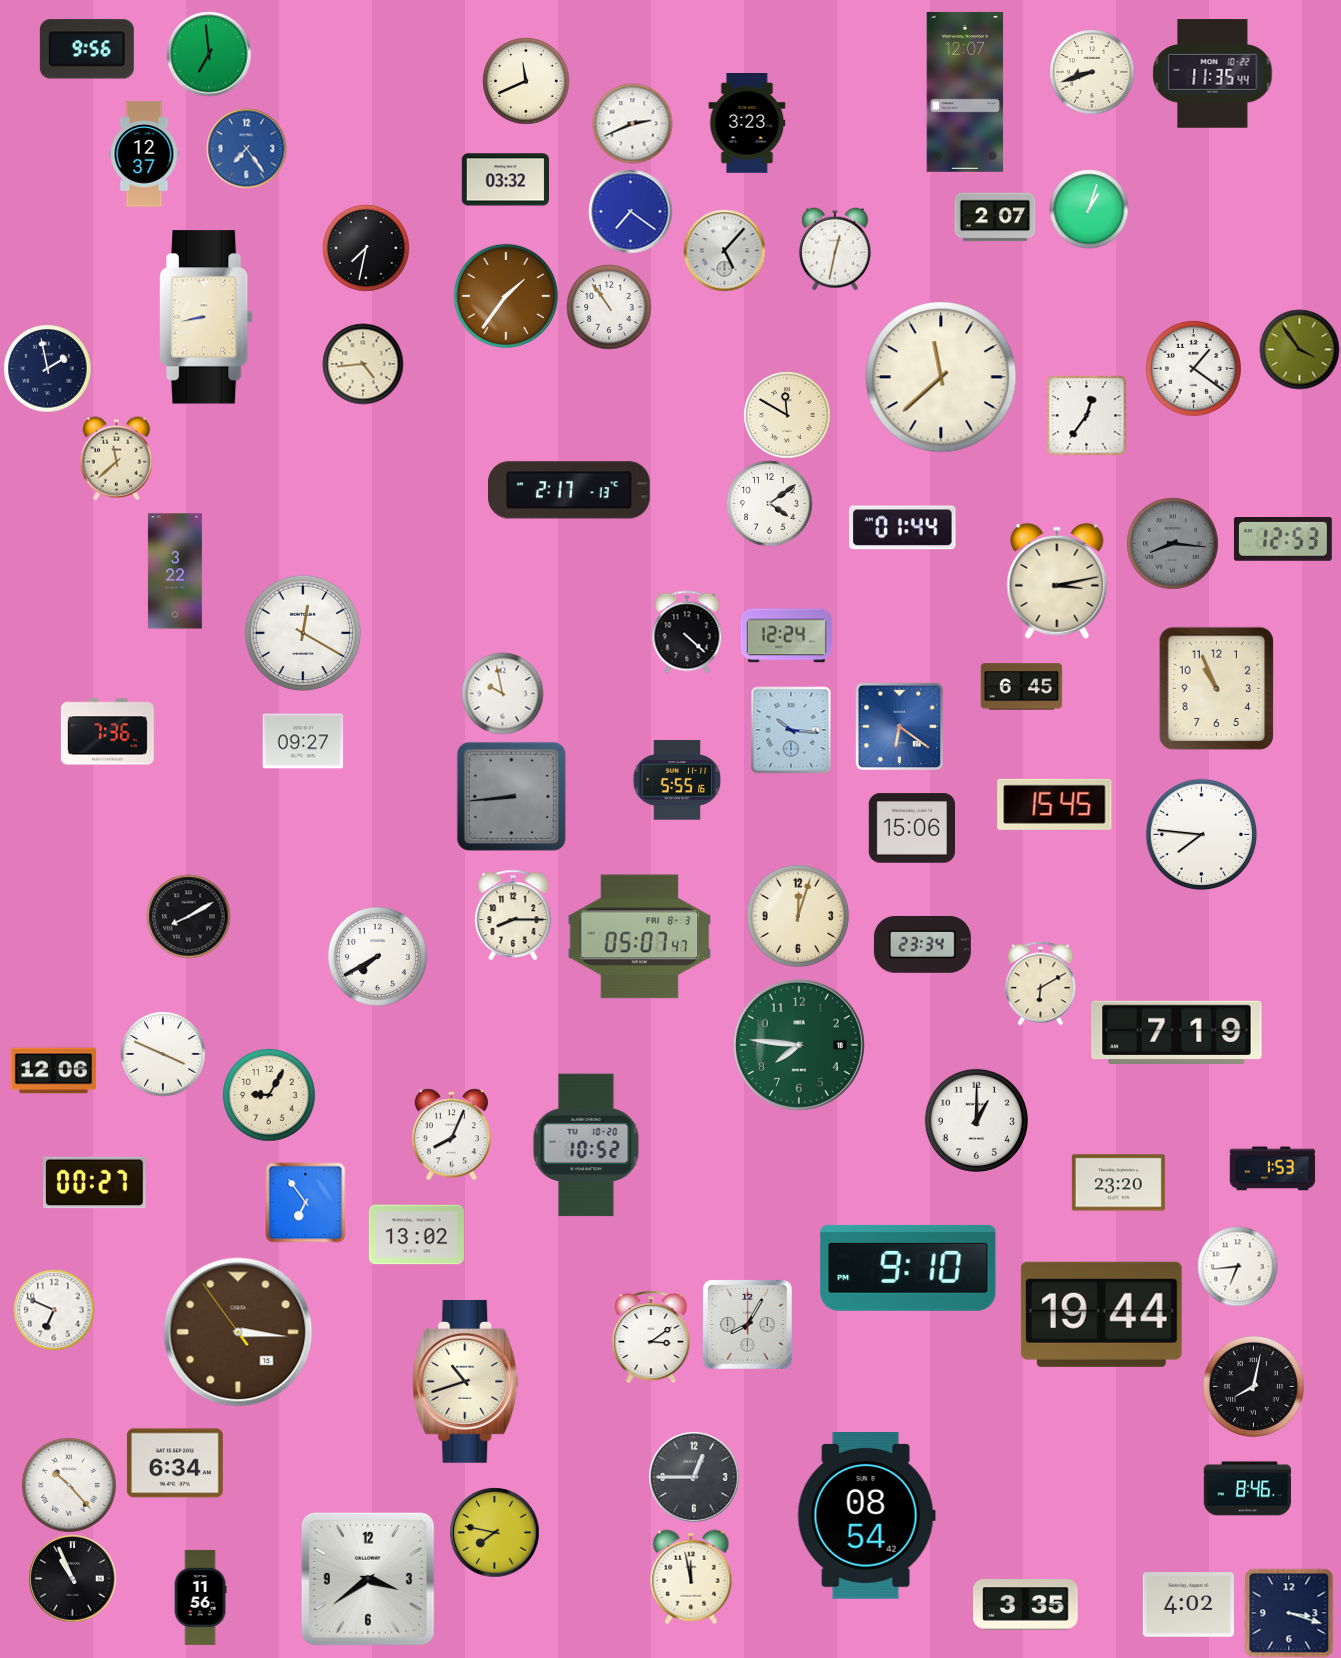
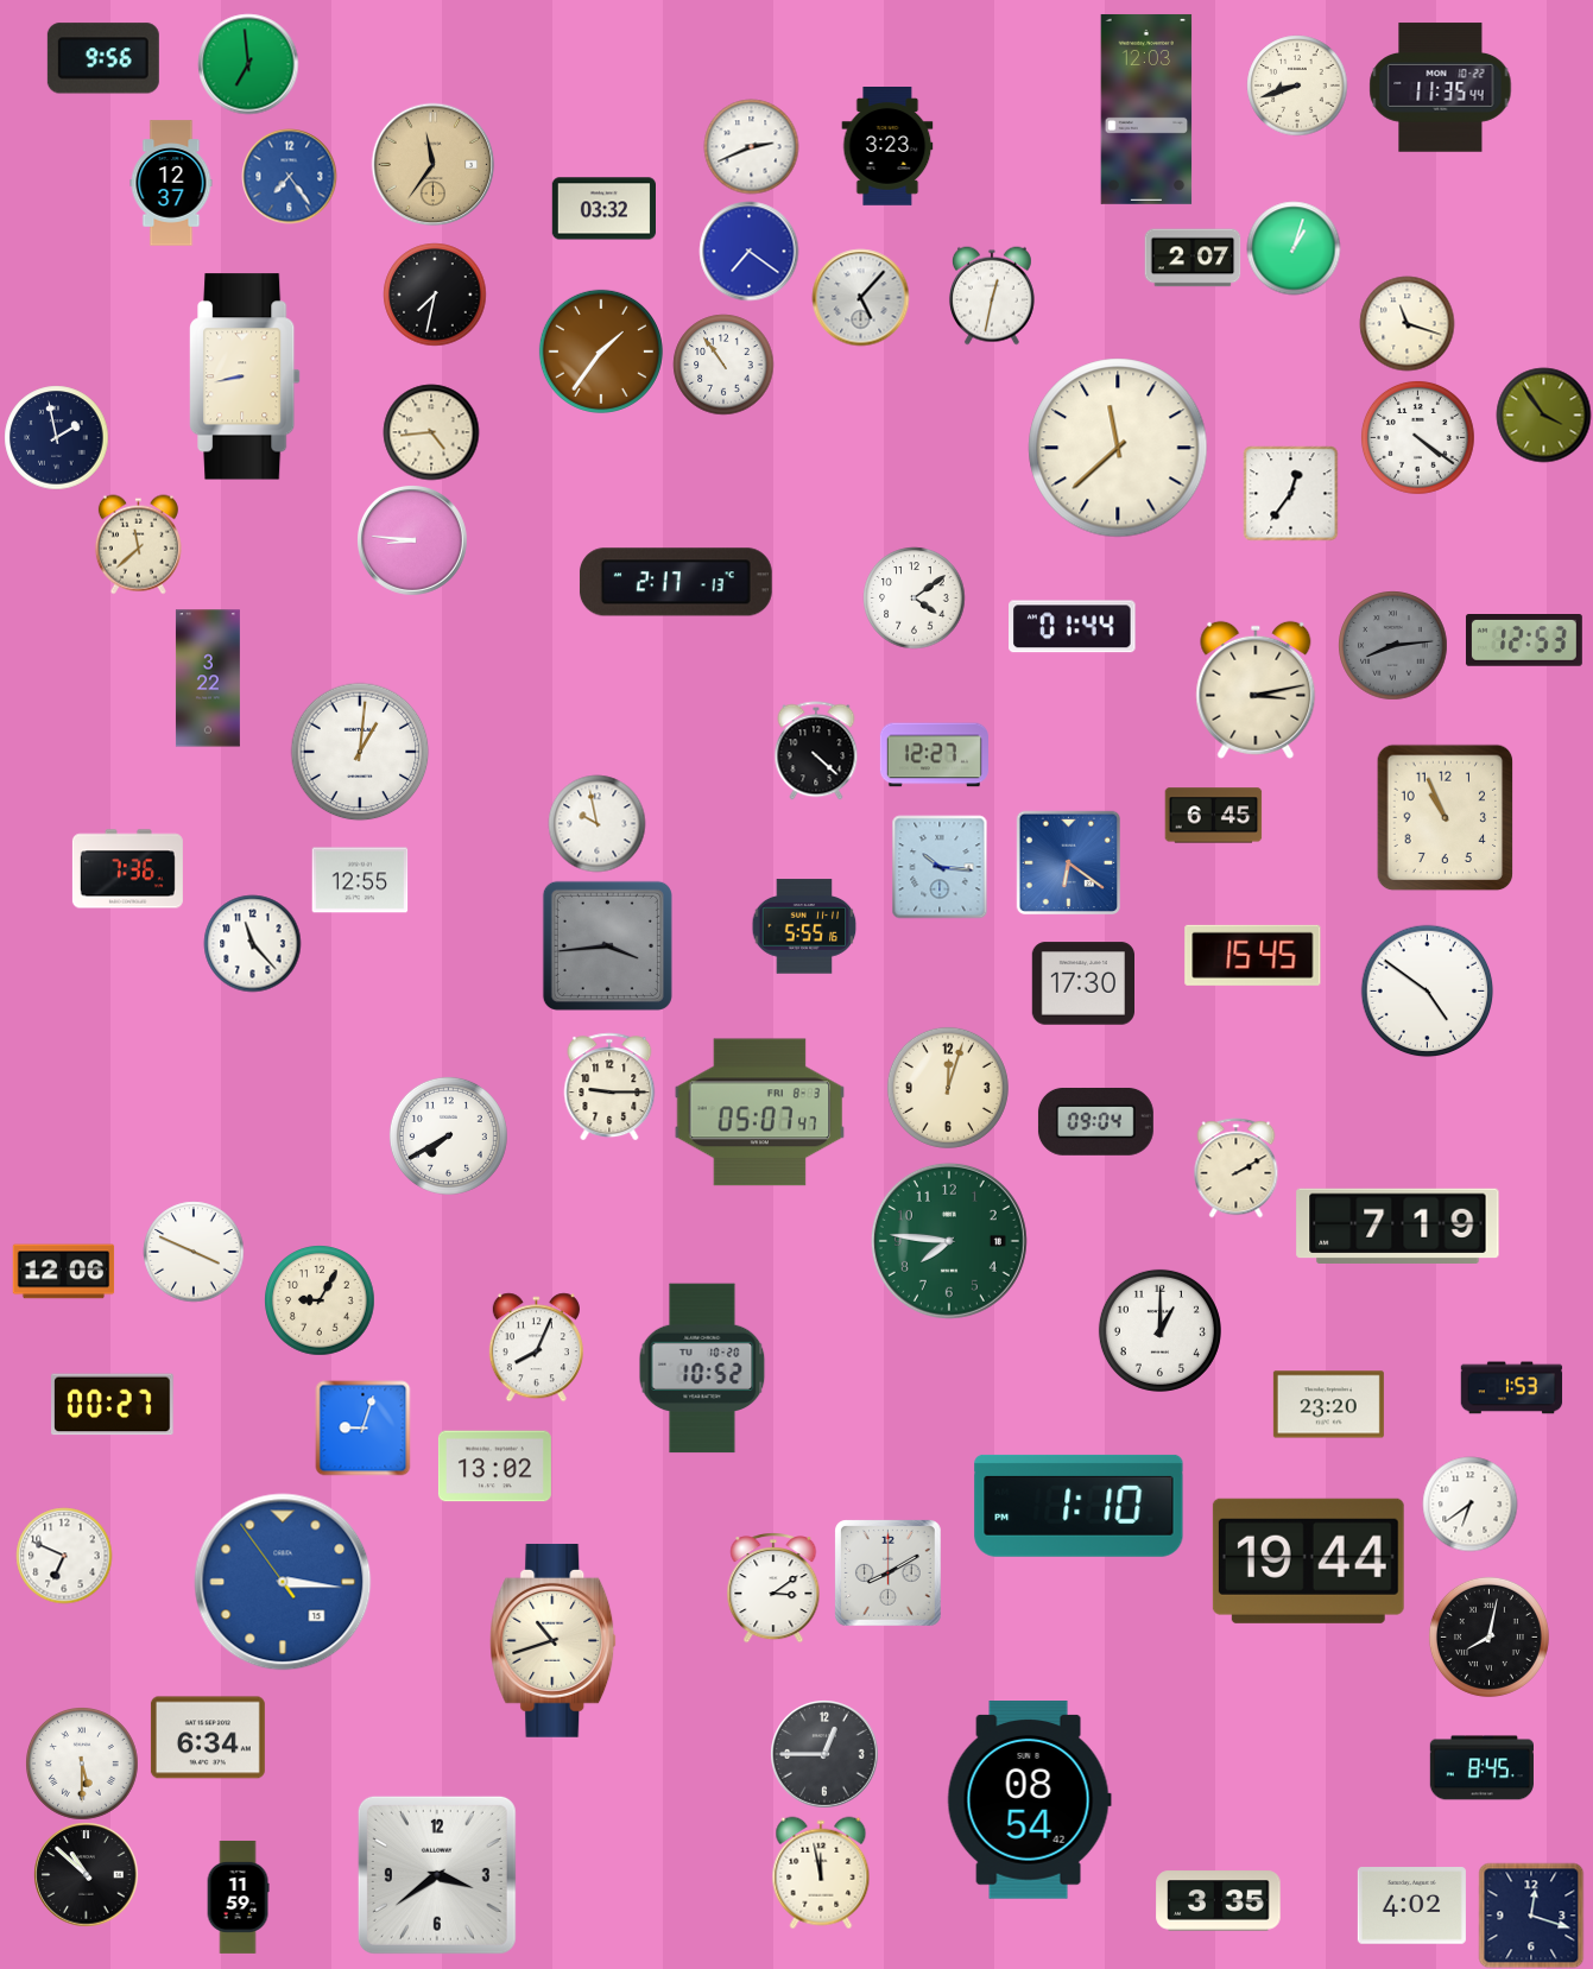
clock at (526, 81): 11:41 -> none
clock at (965, 92): 12:07 -> 12:03
clock at (432, 164): none -> 11:36
clock at (246, 148) position: (246, 148) -> (289, 176)
clock at (505, 180) position: (505, 180) -> (603, 209)
clock at (995, 217) position: (995, 217) -> (1193, 258)
clock at (1406, 323): none -> 11:18
clock at (1193, 368): 1:21 -> 4:21
clock at (787, 415): 11:50 -> none
clock at (412, 540): none -> 8:46
clock at (1172, 543): 8:16 -> 8:14
clock at (303, 633): 12:20 -> 1:01
clock at (786, 636): 12:24 -> 12:27
clock at (303, 741): 09:27 -> 12:55
clock at (252, 943): none -> 11:23
clock at (511, 796): 8:44 -> 3:44
clock at (911, 828): 15:06 -> 17:30
clock at (1201, 834): 7:46 -> 4:51
clock at (513, 915): 8:15 -> 9:15
clock at (188, 916): 8:10 -> none
clock at (922, 944): 23:34 -> 09:04
clock at (1041, 983): 6:10 -> 2:10
clock at (586, 1145) position: (586, 1145) -> (702, 1368)
clock at (305, 1202): 6:54 -> 9:03
clock at (1237, 1266): 6:44 -> 6:39
clock at (908, 1268): 9:10 -> 1:10
clock at (748, 1325): 8:05 -> 8:10
clock at (238, 1332) dial: brown -> blue
clock at (1253, 1386) position: (1253, 1386) -> (1488, 1636)
clock at (69, 1485): 10:23 -> 5:30
clock at (1247, 1489): 8:46 -> 8:45
clock at (494, 1532): 7:47 -> none
clock at (72, 1578): 10:56 -> 10:52
clock at (200, 1597): 11:56 -> 11:59
clock at (1026, 1605) position: (1026, 1605) -> (1219, 1901)
clock at (1289, 1613): 3:18 -> 12:18
